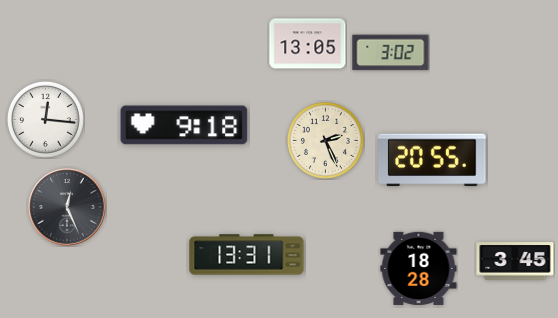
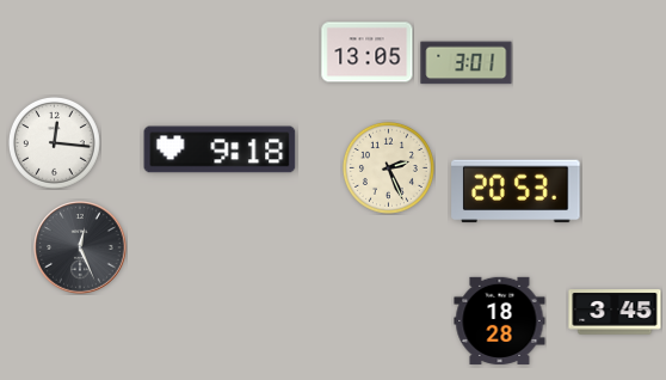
clock at (391, 53): 3:02 -> 3:01
clock at (432, 160): 20:55 -> 20:53
clock at (247, 255): 13:31 -> none
